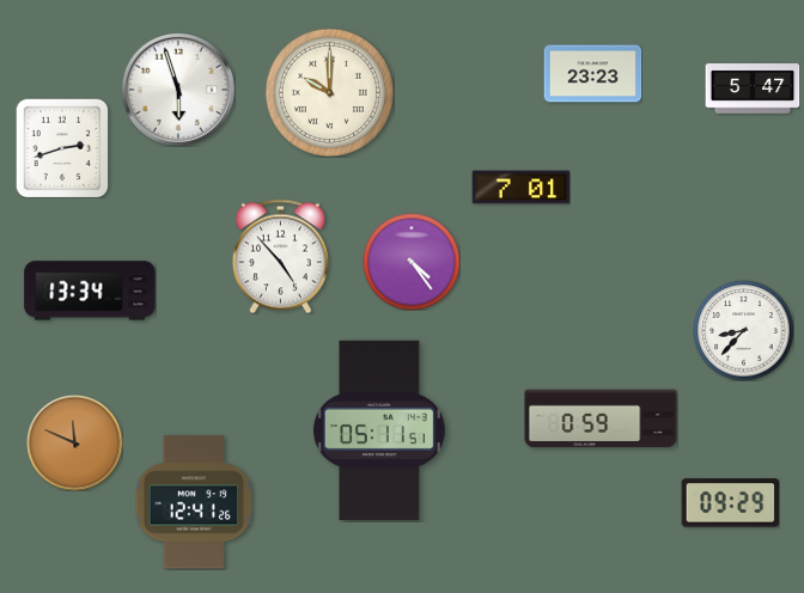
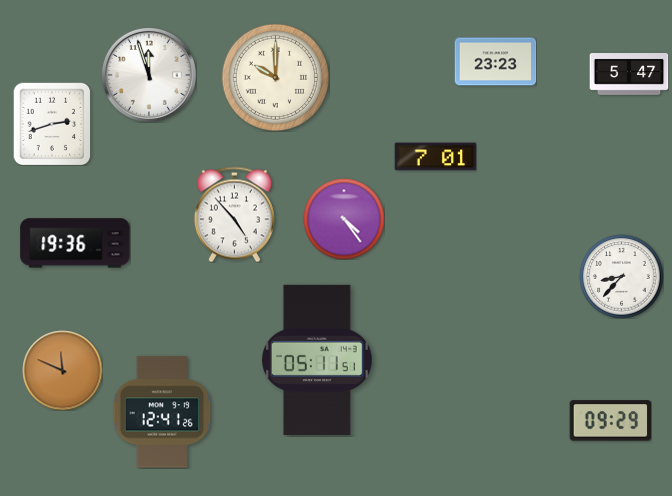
clock at (178, 90): 5:57 -> 11:57
clock at (90, 291): 13:34 -> 19:36
clock at (601, 418): 0:59 -> none
clock at (194, 502) position: (194, 502) -> (162, 412)
